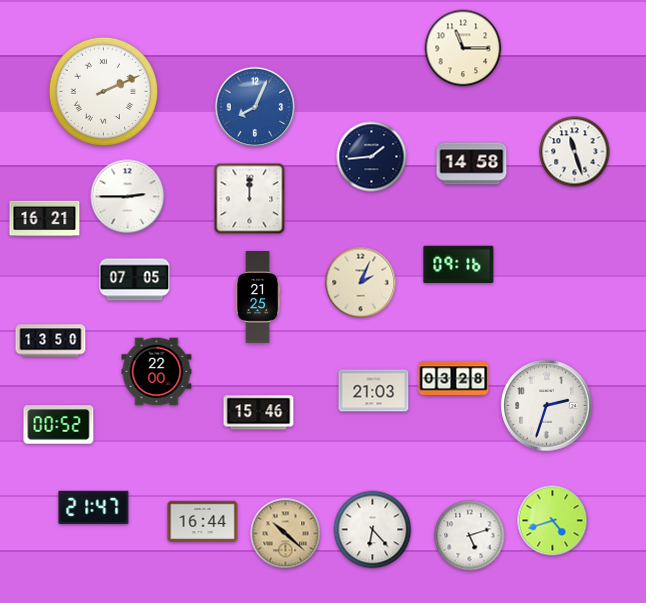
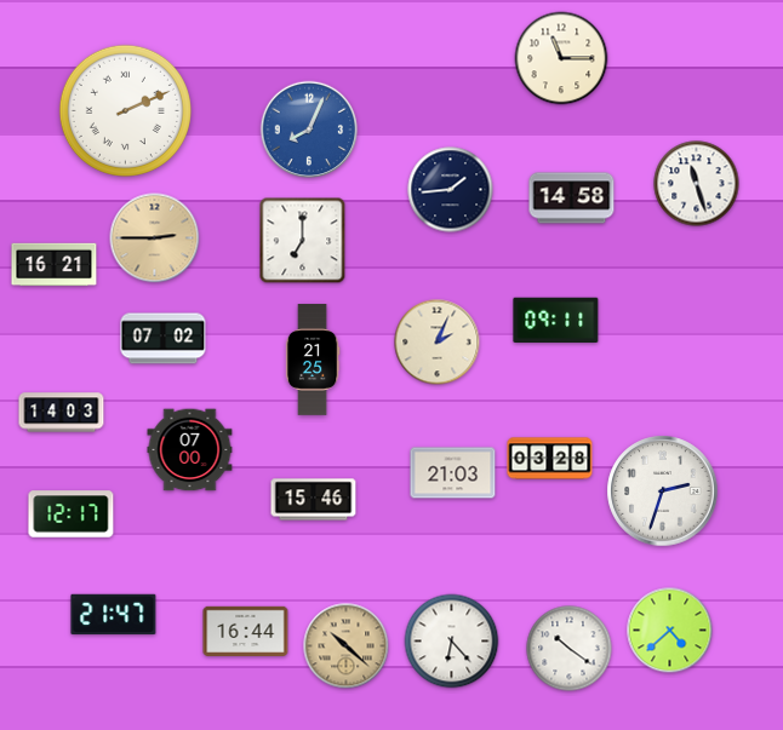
clock at (128, 197) dial: white -> champagne
clock at (250, 199): 12:00 -> 7:00
clock at (459, 264): 09:16 -> 09:11
clock at (135, 280): 07:05 -> 07:02
clock at (51, 341): 13:50 -> 14:03
clock at (157, 372): 22:00 -> 07:00
clock at (59, 425): 00:52 -> 12:17
clock at (553, 521): 4:42 -> 4:38
clock at (470, 536): 5:12 -> 10:21
